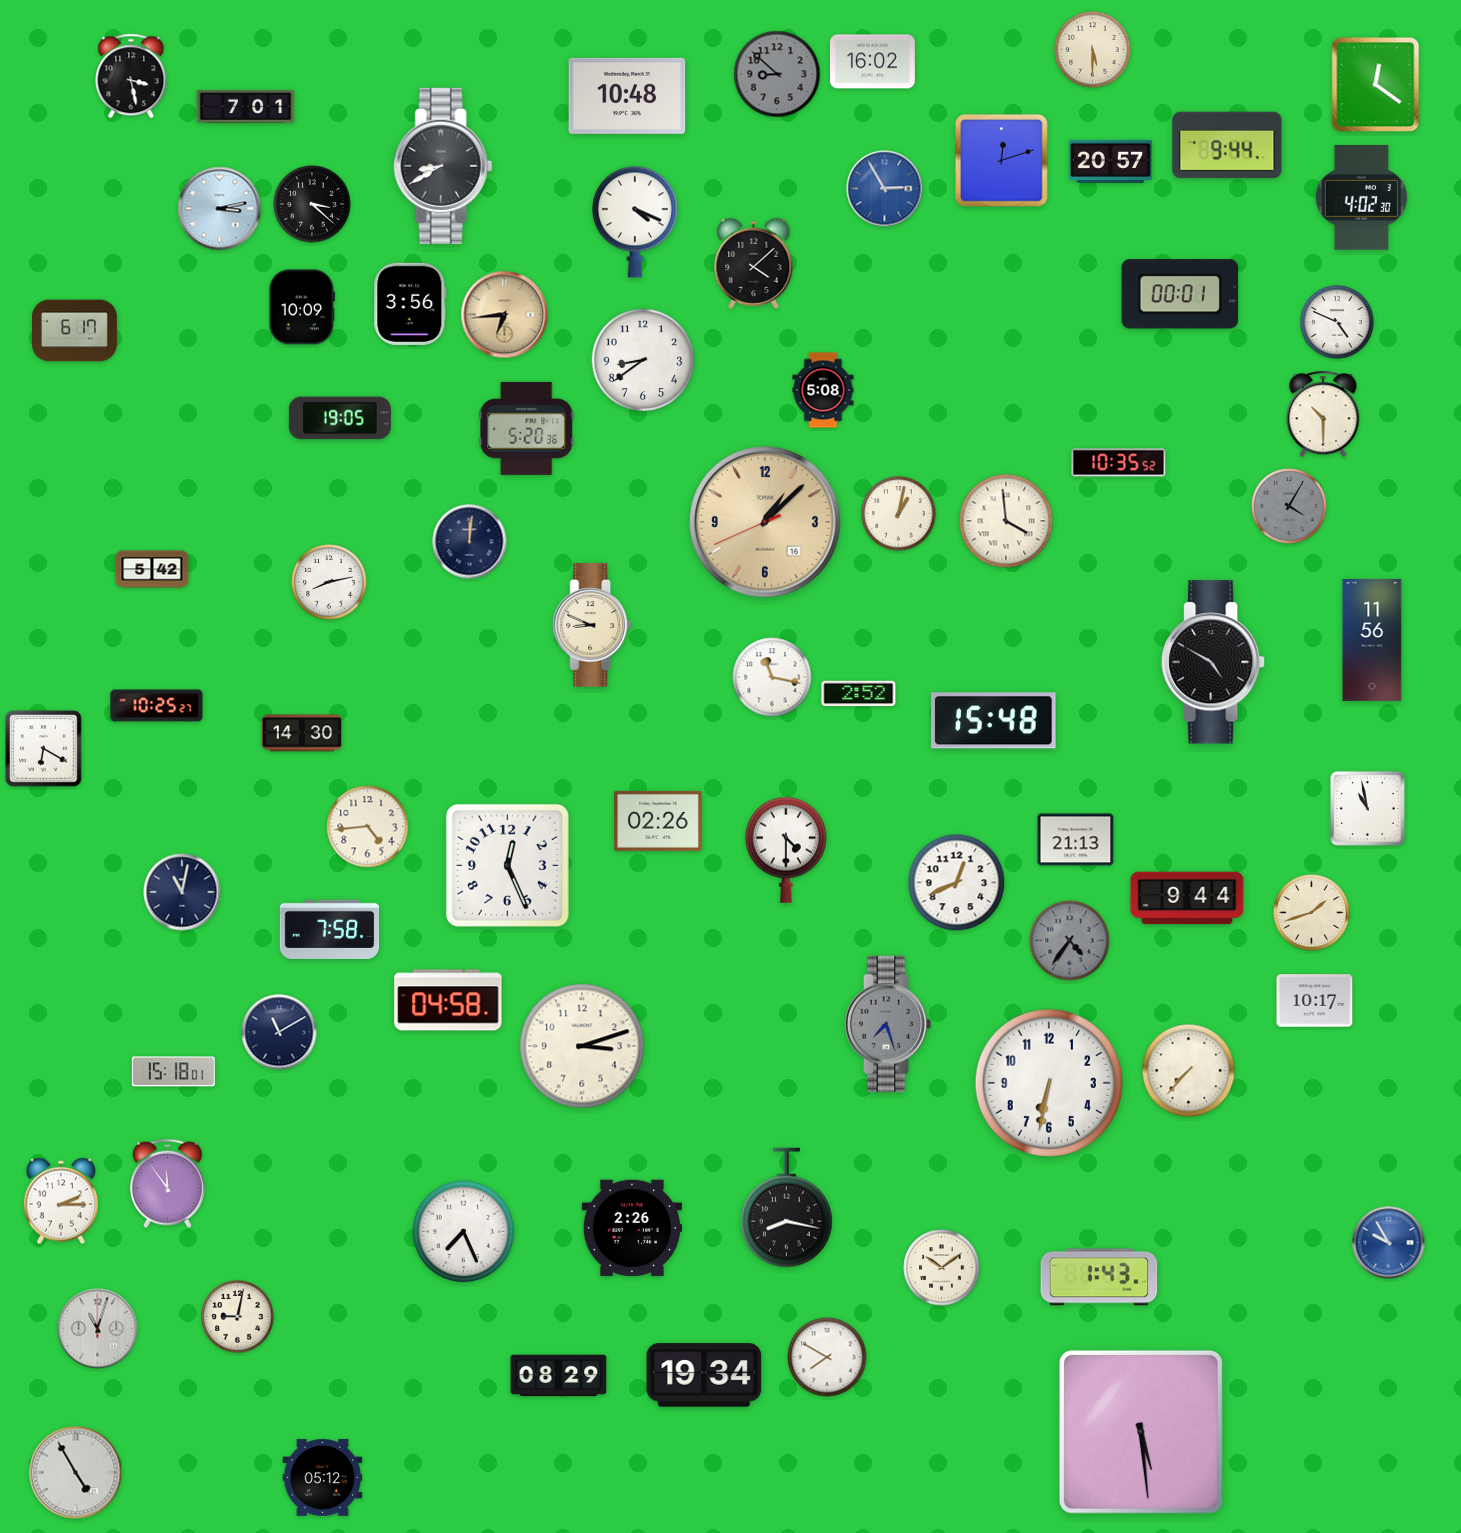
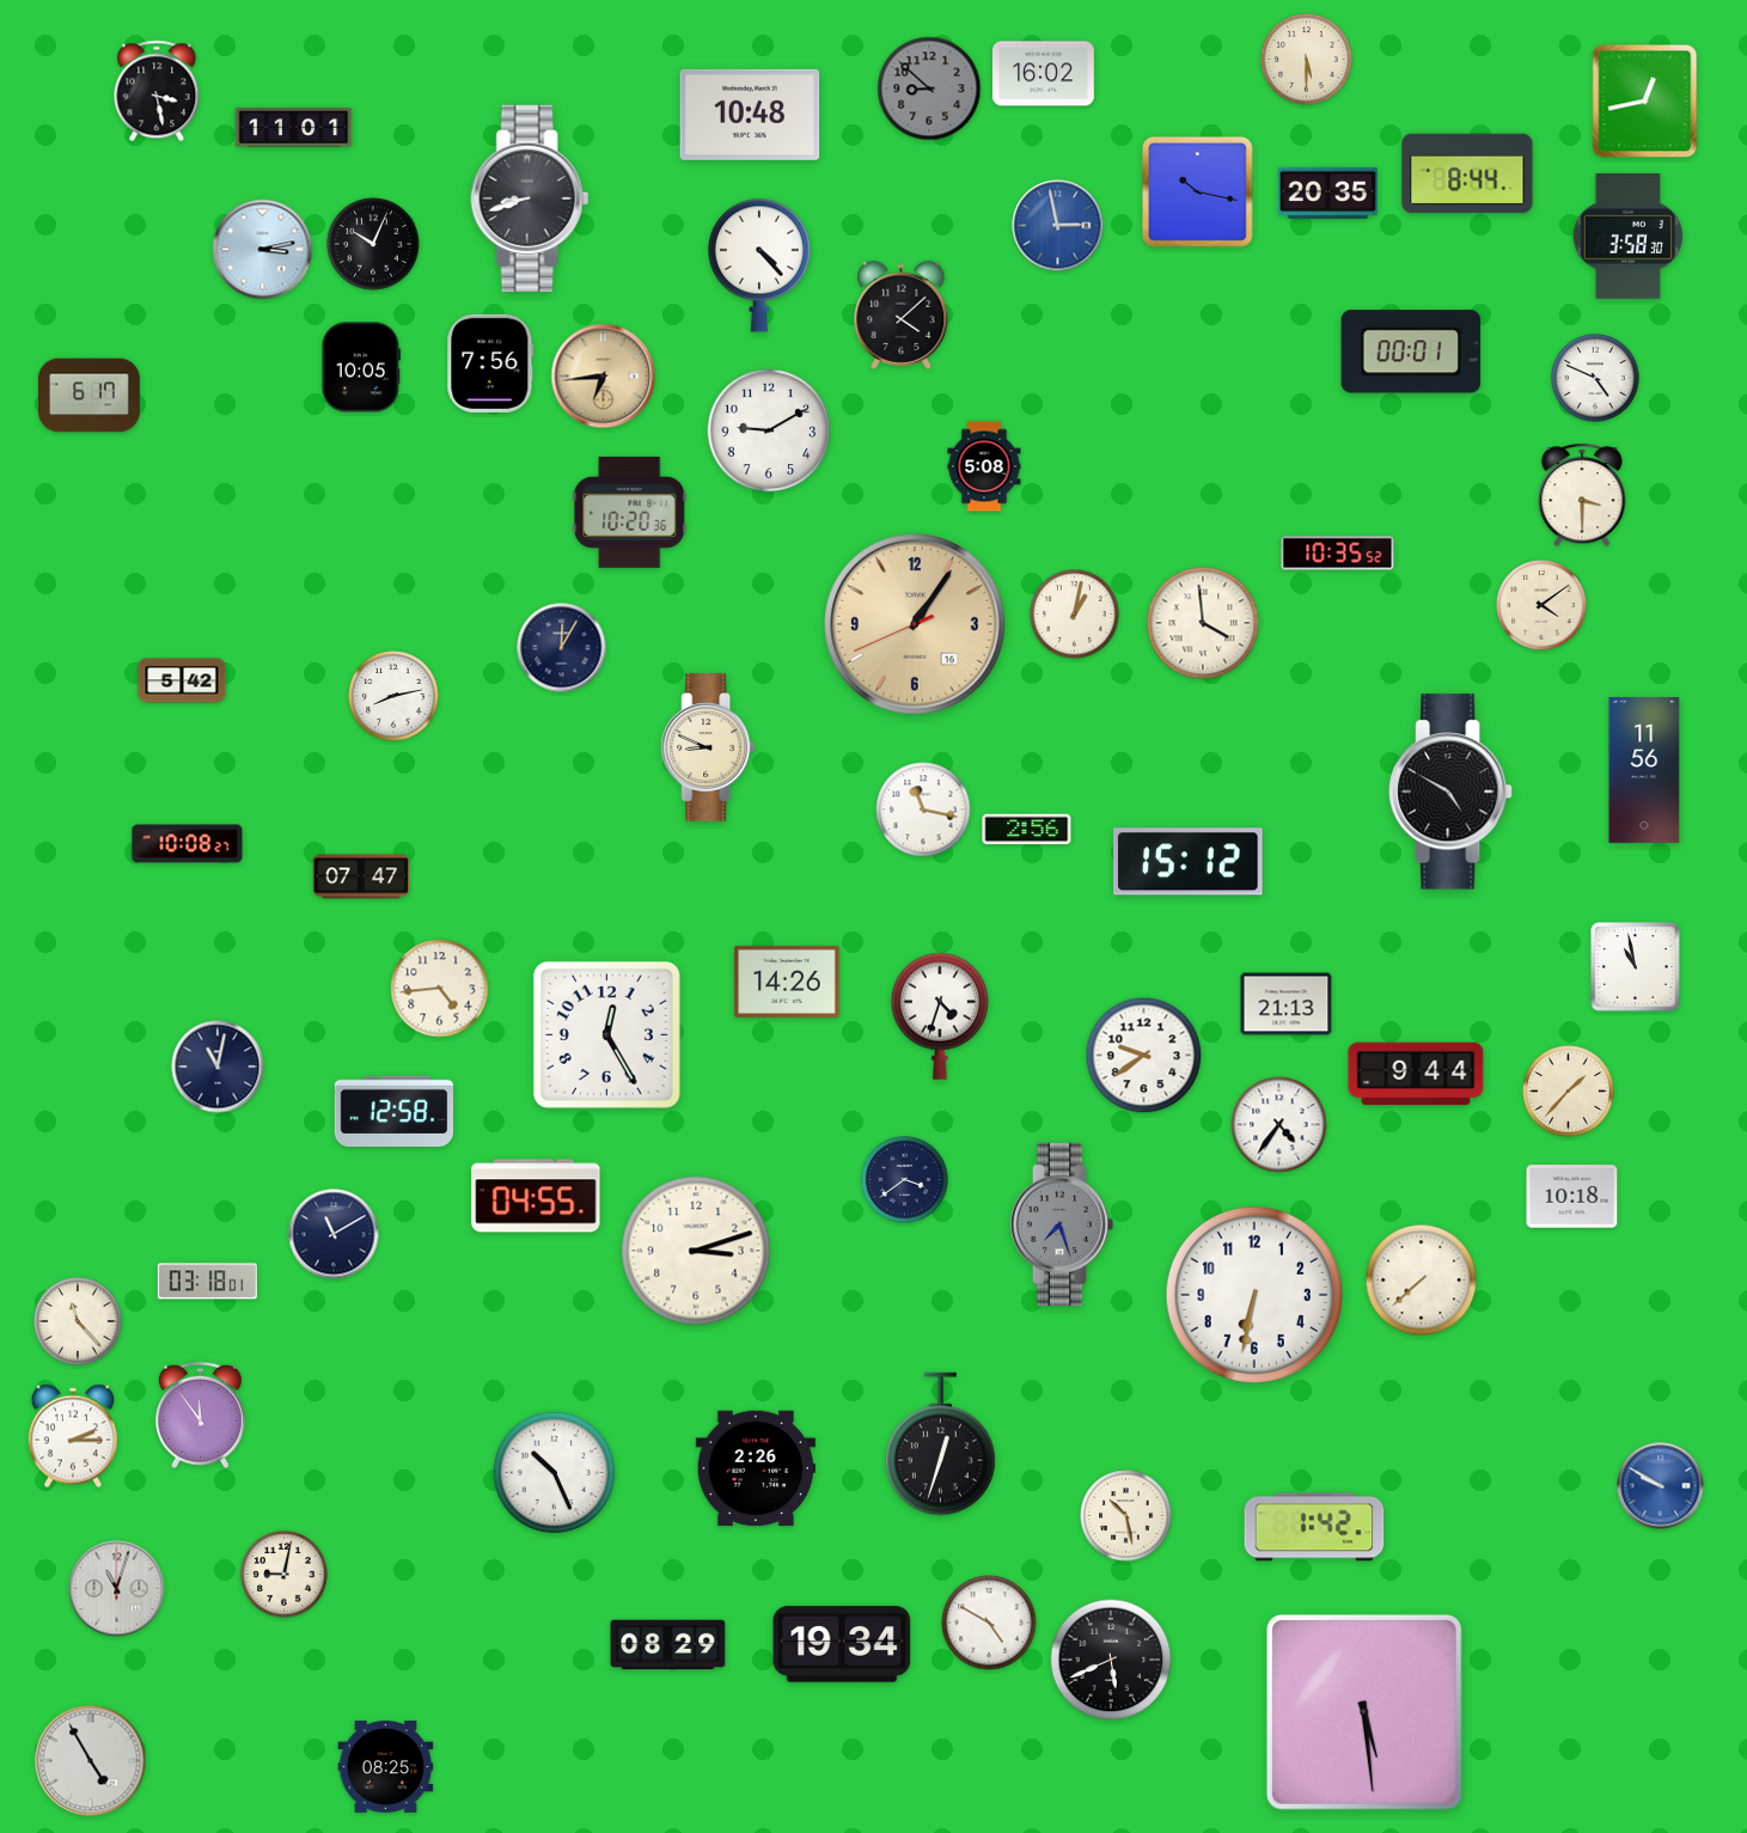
clock at (1376, 85): 12:21 -> 12:43
clock at (246, 106): 7:01 -> 11:01
clock at (1227, 145): 9:44 -> 8:44
clock at (1001, 161): 12:12 -> 10:17
clock at (1110, 161): 20:57 -> 20:35
clock at (443, 166): 8:40 -> 8:42
clock at (885, 189): 2:55 -> 2:58
clock at (1361, 198): 4:02 -> 3:58
clock at (312, 204): 3:22 -> 10:04
clock at (635, 222): 4:19 -> 4:23
clock at (410, 304): 3:56 -> 7:56
clock at (301, 307): 10:09 -> 10:05
clock at (1337, 322) position: (1337, 322) -> (1595, 378)
clock at (643, 360): 8:39 -> 9:10
clock at (1323, 414): 10:30 -> 3:30
clock at (340, 418): 19:05 -> none
clock at (527, 428): 5:20 -> 10:20
clock at (1289, 506): 4:05 -> 4:09
clock at (1289, 506) dial: grey -> cream
clock at (765, 522): 1:07 -> 1:05
clock at (470, 542): 12:01 -> 12:05
clock at (1372, 640) position: (1372, 640) -> (1644, 770)
clock at (859, 694): 2:52 -> 2:56
clock at (157, 706): 10:25 -> 10:08
clock at (994, 721): 15:48 -> 15:12
clock at (302, 733): 14:30 -> 07:47
clock at (44, 749): 6:20 -> none
clock at (658, 821): 02:26 -> 14:26
clock at (786, 850): 4:30 -> 4:33
clock at (507, 865): 12:26 -> 12:25
clock at (957, 883): 12:41 -> 9:39
clock at (1187, 898) position: (1187, 898) -> (1416, 1074)
clock at (1312, 913): 1:42 -> 1:37
clock at (330, 929): 7:58 -> 12:58
clock at (1070, 941) dial: grey -> white
clock at (905, 1180): none -> 3:39
clock at (448, 1000): 04:58 -> 04:55
clock at (1315, 1001): 10:17 -> 10:18
clock at (1189, 1071): 7:37 -> 7:38
clock at (173, 1072): 15:18 -> 03:18
clock at (78, 1321): none -> 11:23
clock at (787, 1208): 8:17 -> 12:33
clock at (464, 1232): 7:26 -> 10:26
clock at (1389, 1243): 9:55 -> 9:50
clock at (942, 1268): 10:09 -> 10:28
clock at (1099, 1277): 1:43 -> 1:42
clock at (827, 1357): 7:50 -> 4:50
clock at (1111, 1660): none -> 5:41
clock at (323, 1478): 05:12 -> 08:25
